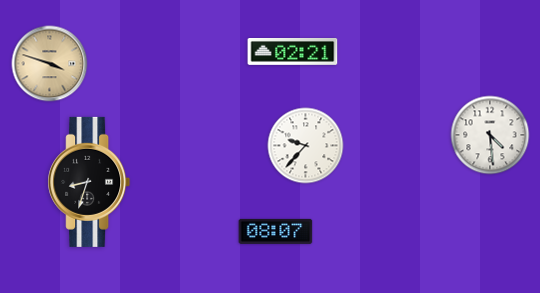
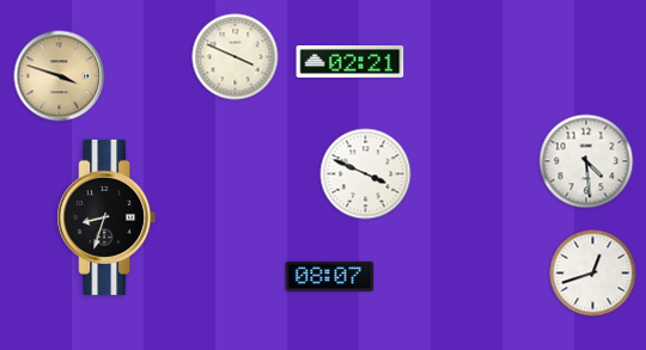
clock at (236, 57): none -> 3:49
clock at (306, 146): 9:37 -> 3:49
clock at (593, 274): none -> 12:42
